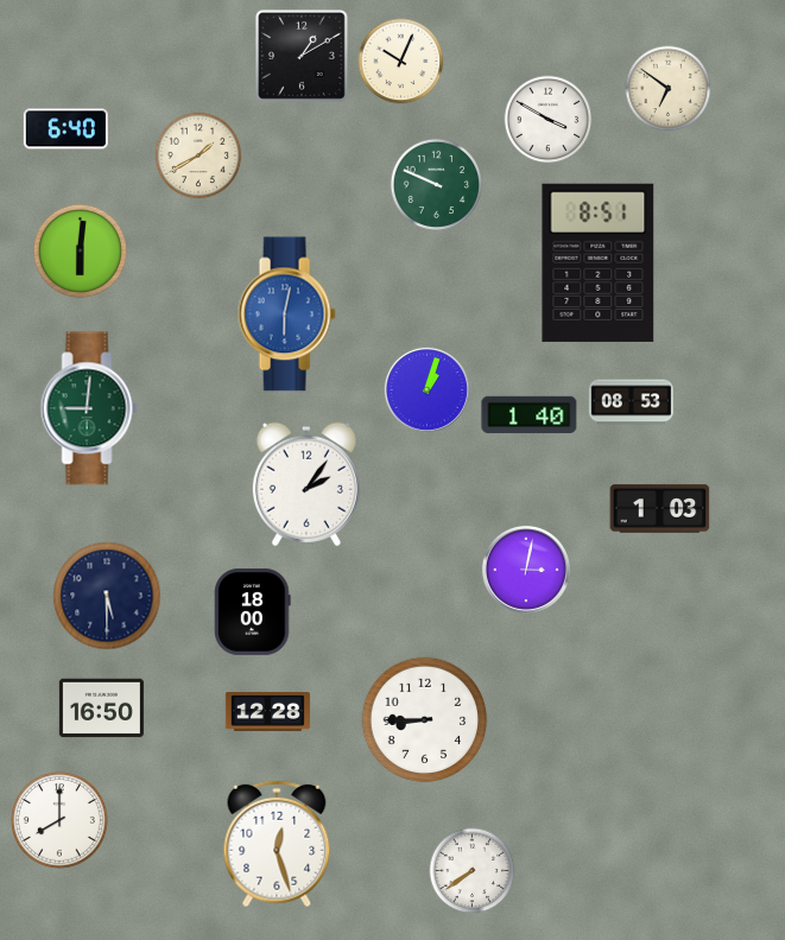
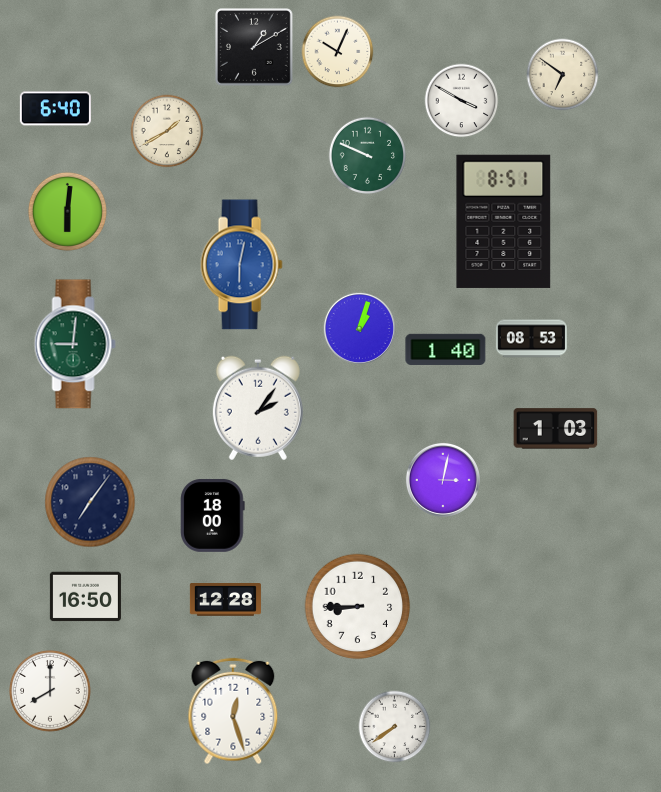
clock at (107, 596): 5:30 -> 7:06
clock at (473, 871) position: (473, 871) -> (395, 727)
